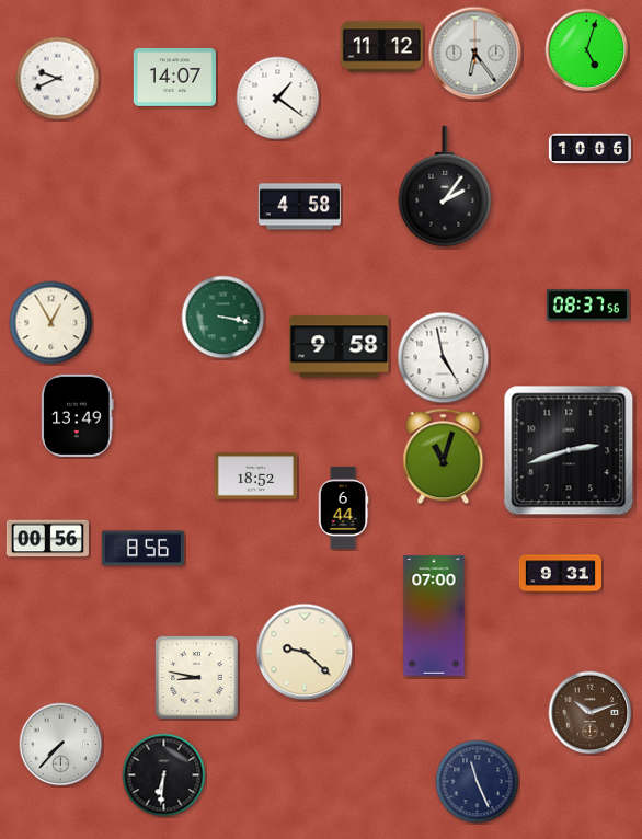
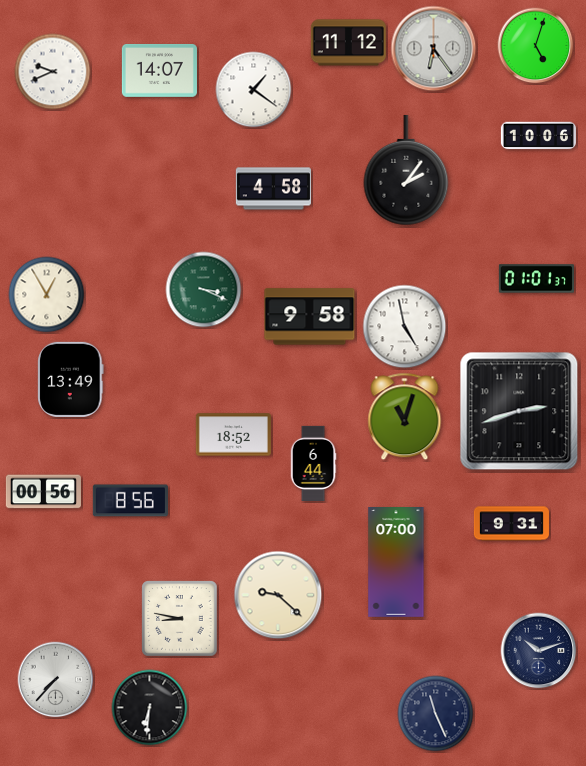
clock at (587, 306): 08:37 -> 01:01
clock at (223, 318): 3:17 -> 3:19
clock at (591, 713) dial: brown -> navy
